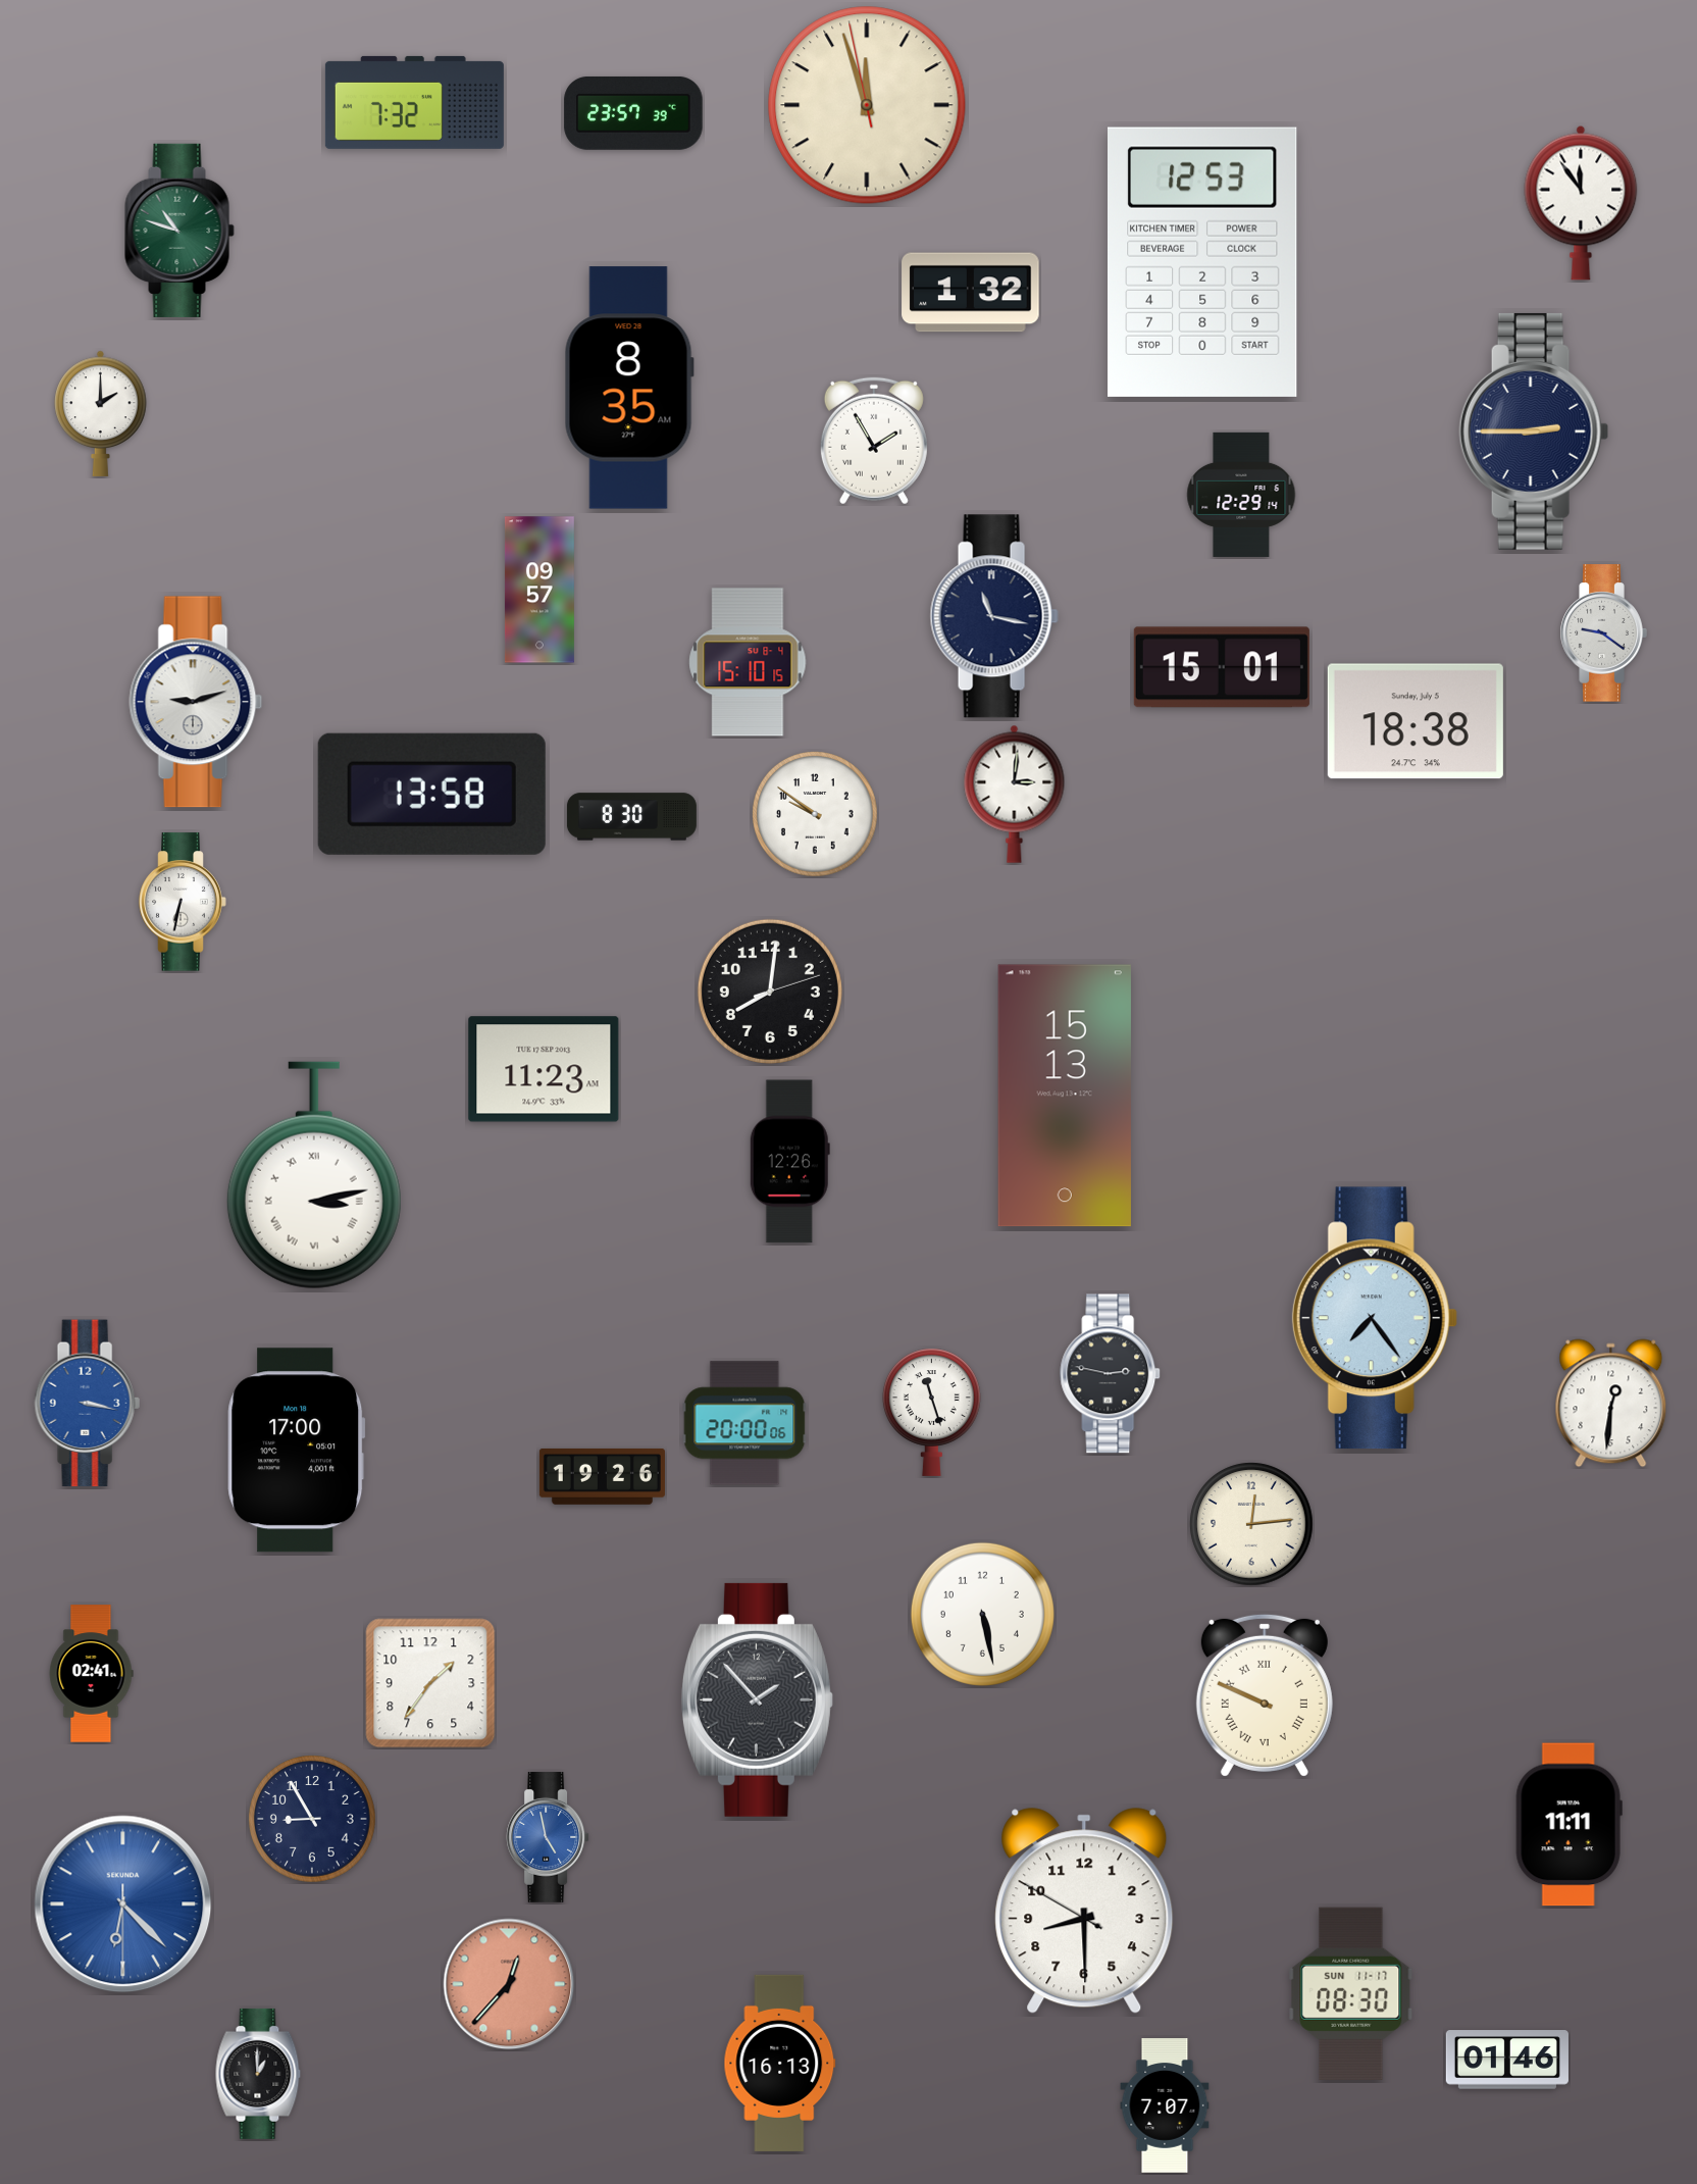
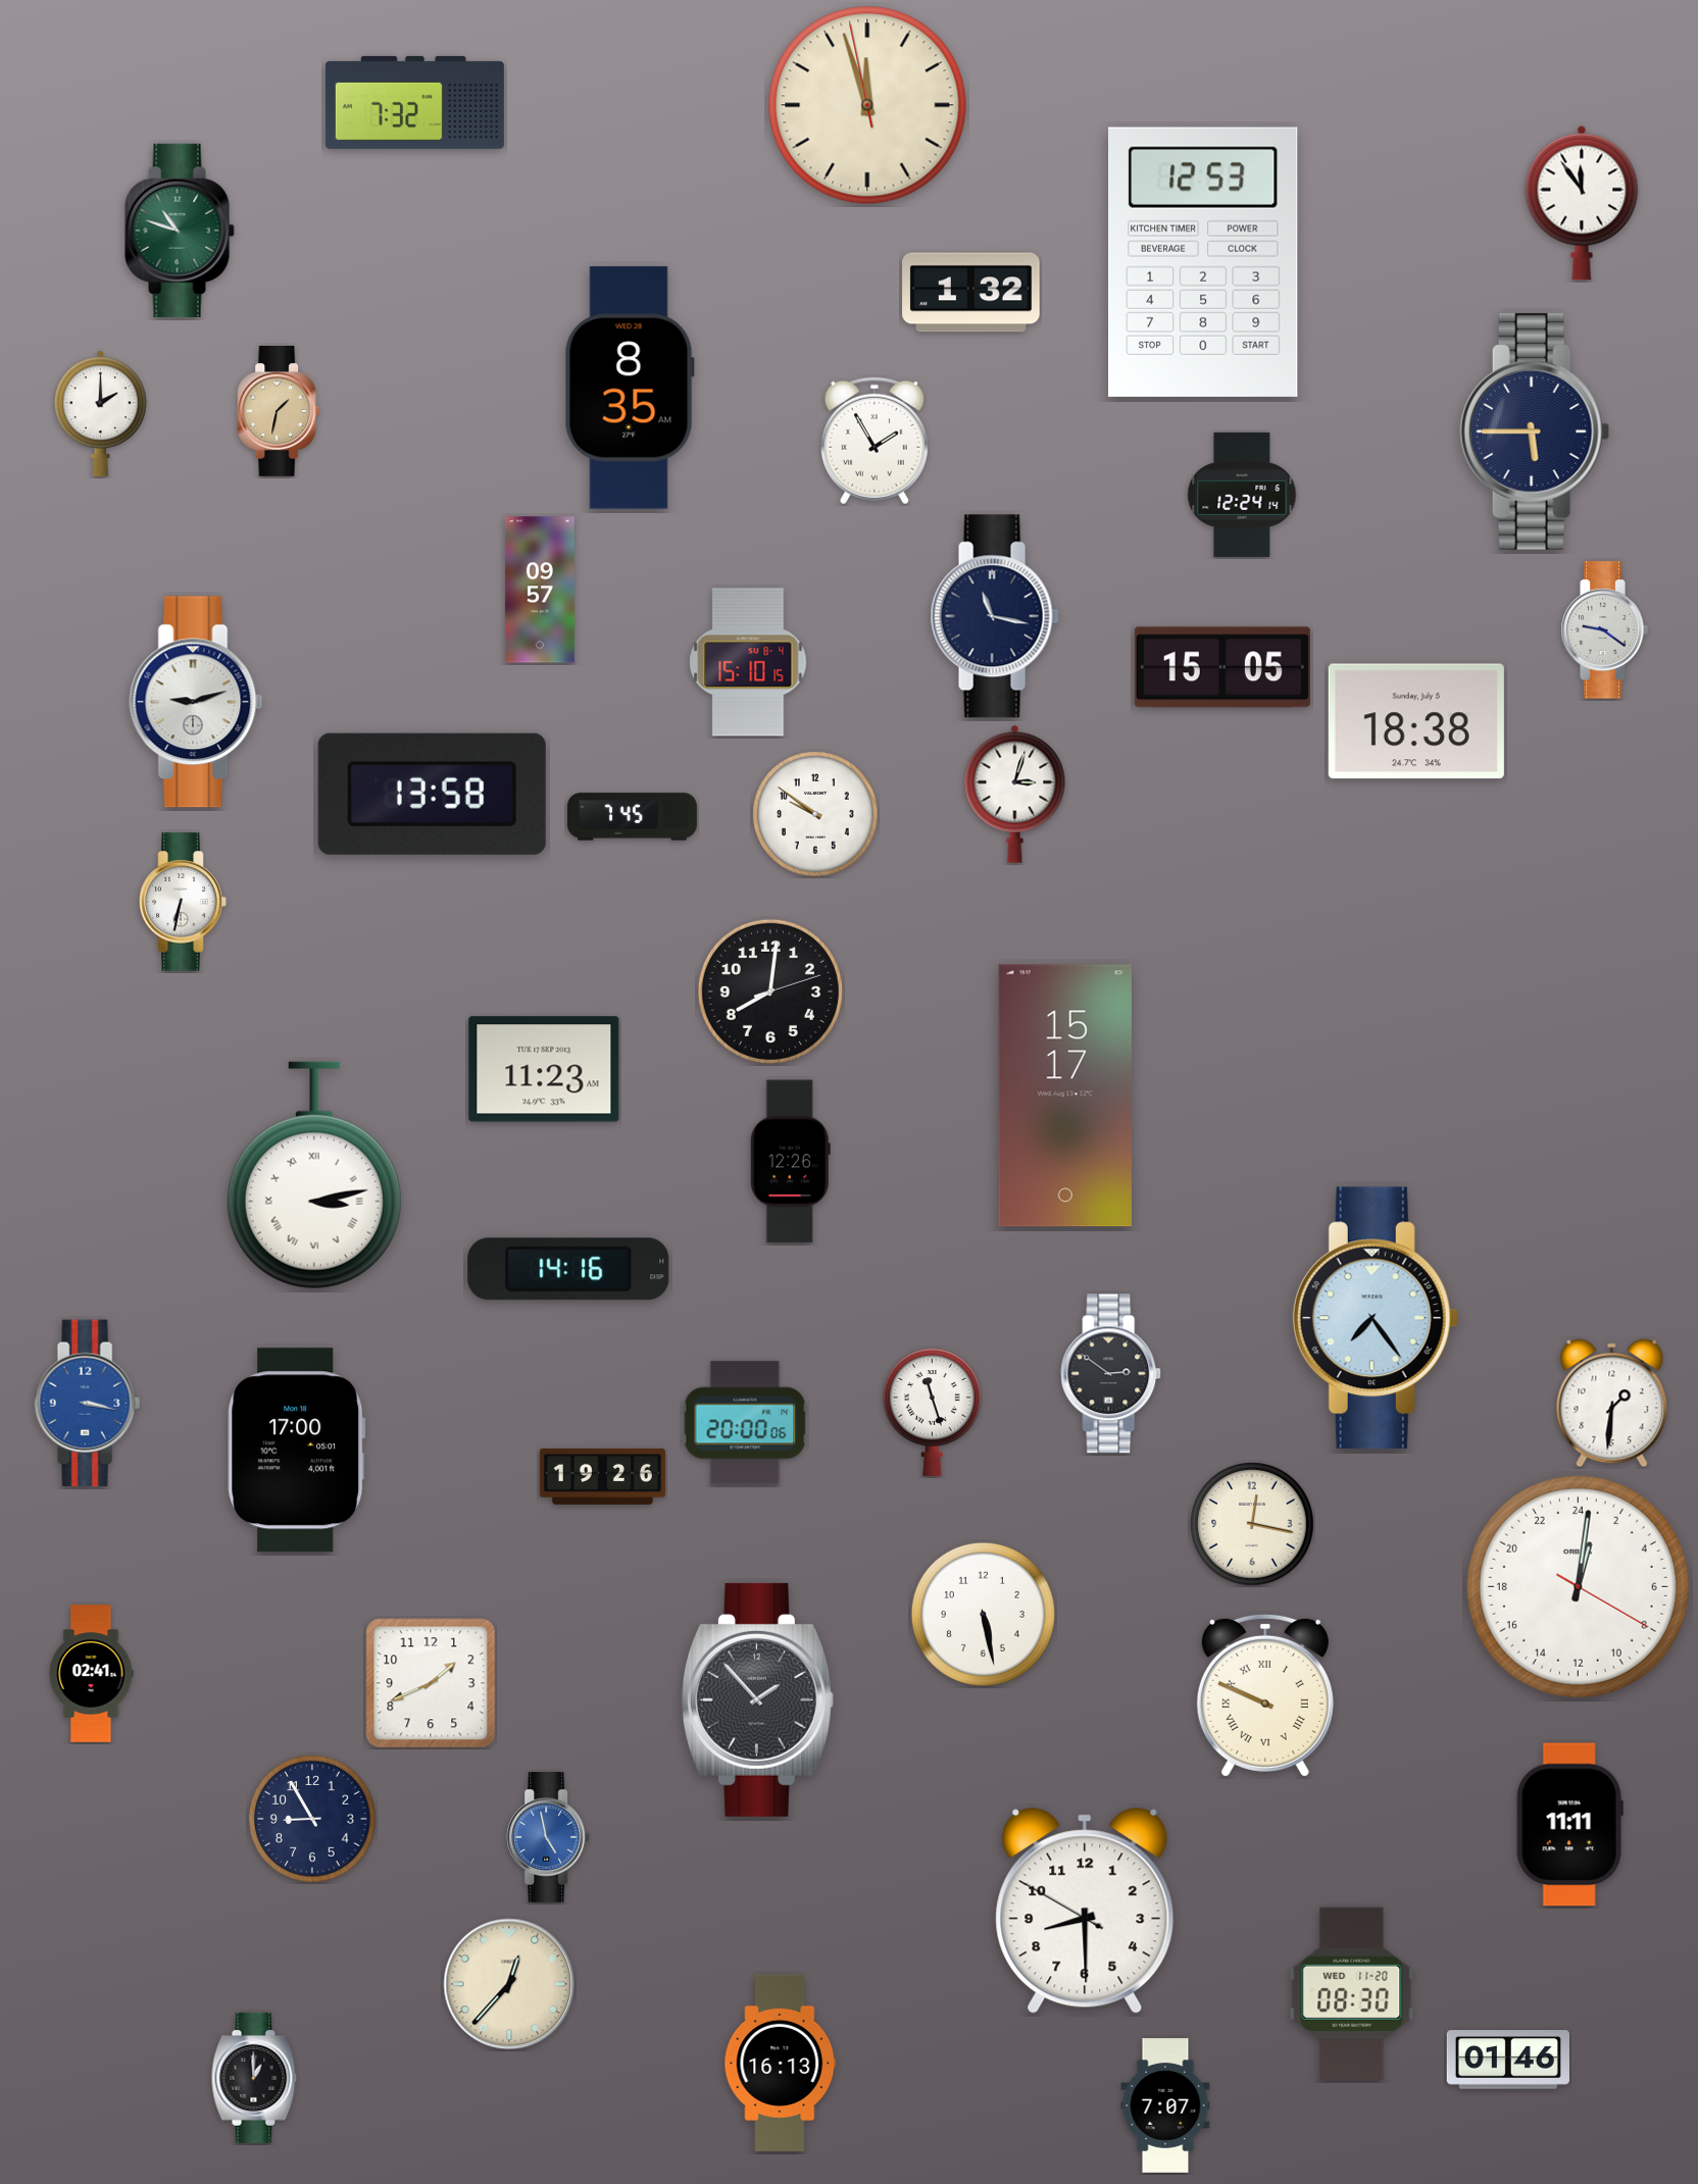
clock at (633, 113): 23:57 -> none
clock at (279, 411): none -> 1:32
clock at (1534, 431): 2:45 -> 5:45
clock at (1241, 495): 12:29 -> 12:24
clock at (1603, 633) position: (1603, 633) -> (1604, 630)
clock at (1222, 667): 15:01 -> 15:05
clock at (1015, 794): 3:01 -> 3:03
clock at (631, 817): 8:30 -> 7:45
clock at (1065, 1096): 15:13 -> 15:17
clock at (568, 1269): none -> 14:16
clock at (1111, 1374): 2:47 -> 2:51
clock at (1611, 1404): 12:31 -> 1:31
clock at (1251, 1524): 12:14 -> 12:17
clock at (1578, 1586): none -> 1:01
clock at (430, 1683): 1:36 -> 1:41
clock at (123, 1904): 6:22 -> none
clock at (509, 1984) dial: salmon -> cream
clock at (1351, 1993) date: SUN 11-17 -> WED 11-20
clock at (258, 2074) position: (258, 2074) -> (254, 2078)
